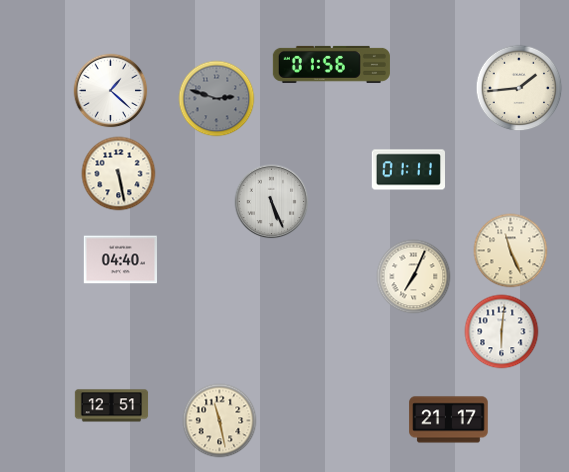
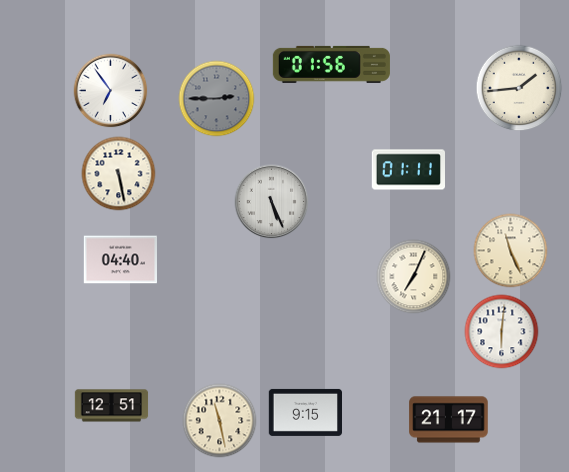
clock at (111, 91): 1:22 -> 6:54
clock at (217, 99): 2:48 -> 2:45
clock at (305, 412): none -> 9:15
